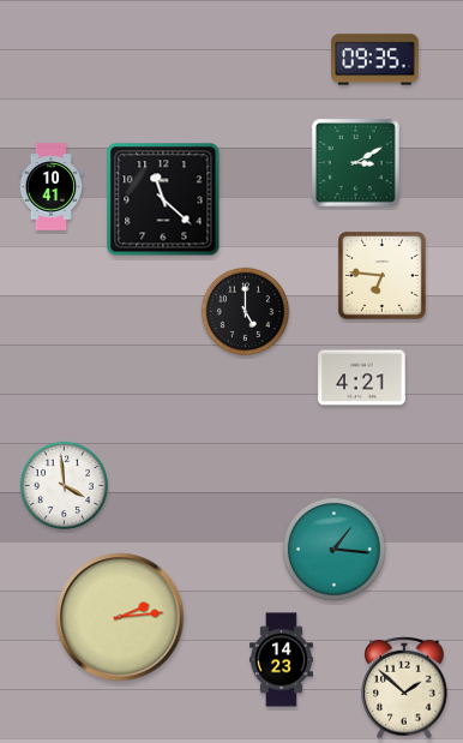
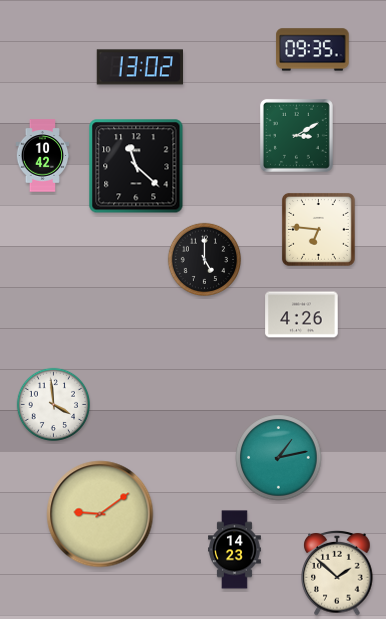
clock at (139, 67): none -> 13:02
clock at (52, 187): 10:41 -> 10:42
clock at (362, 378): 4:21 -> 4:26
clock at (335, 550): 1:16 -> 1:13
clock at (120, 617): 2:14 -> 9:09
